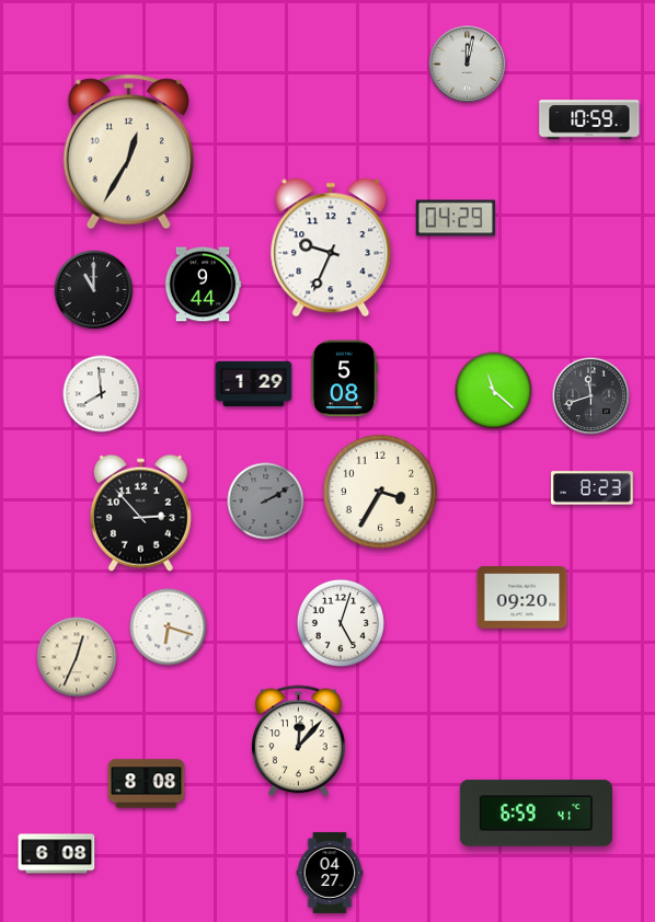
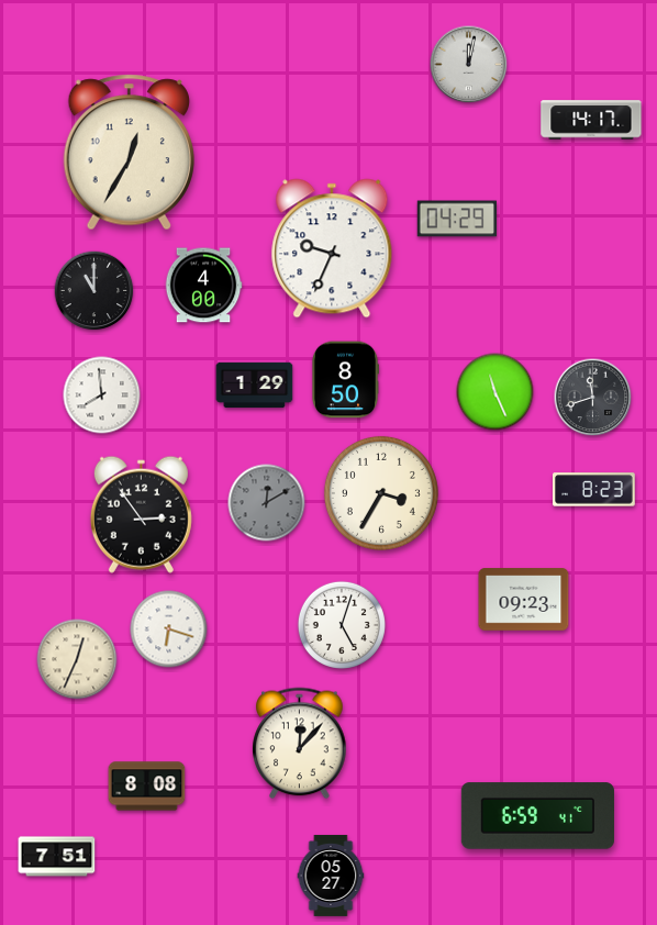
clock at (589, 119): 10:59 -> 14:17
clock at (203, 285): 9:44 -> 4:00
clock at (343, 379): 5:08 -> 8:50
clock at (494, 391): 11:22 -> 11:26
clock at (266, 502): 2:10 -> 12:10
clock at (140, 512): 2:53 -> 2:54
clock at (522, 598): 09:20 -> 09:23
clock at (57, 854): 6:08 -> 7:51
clock at (330, 873): 04:27 -> 05:27
